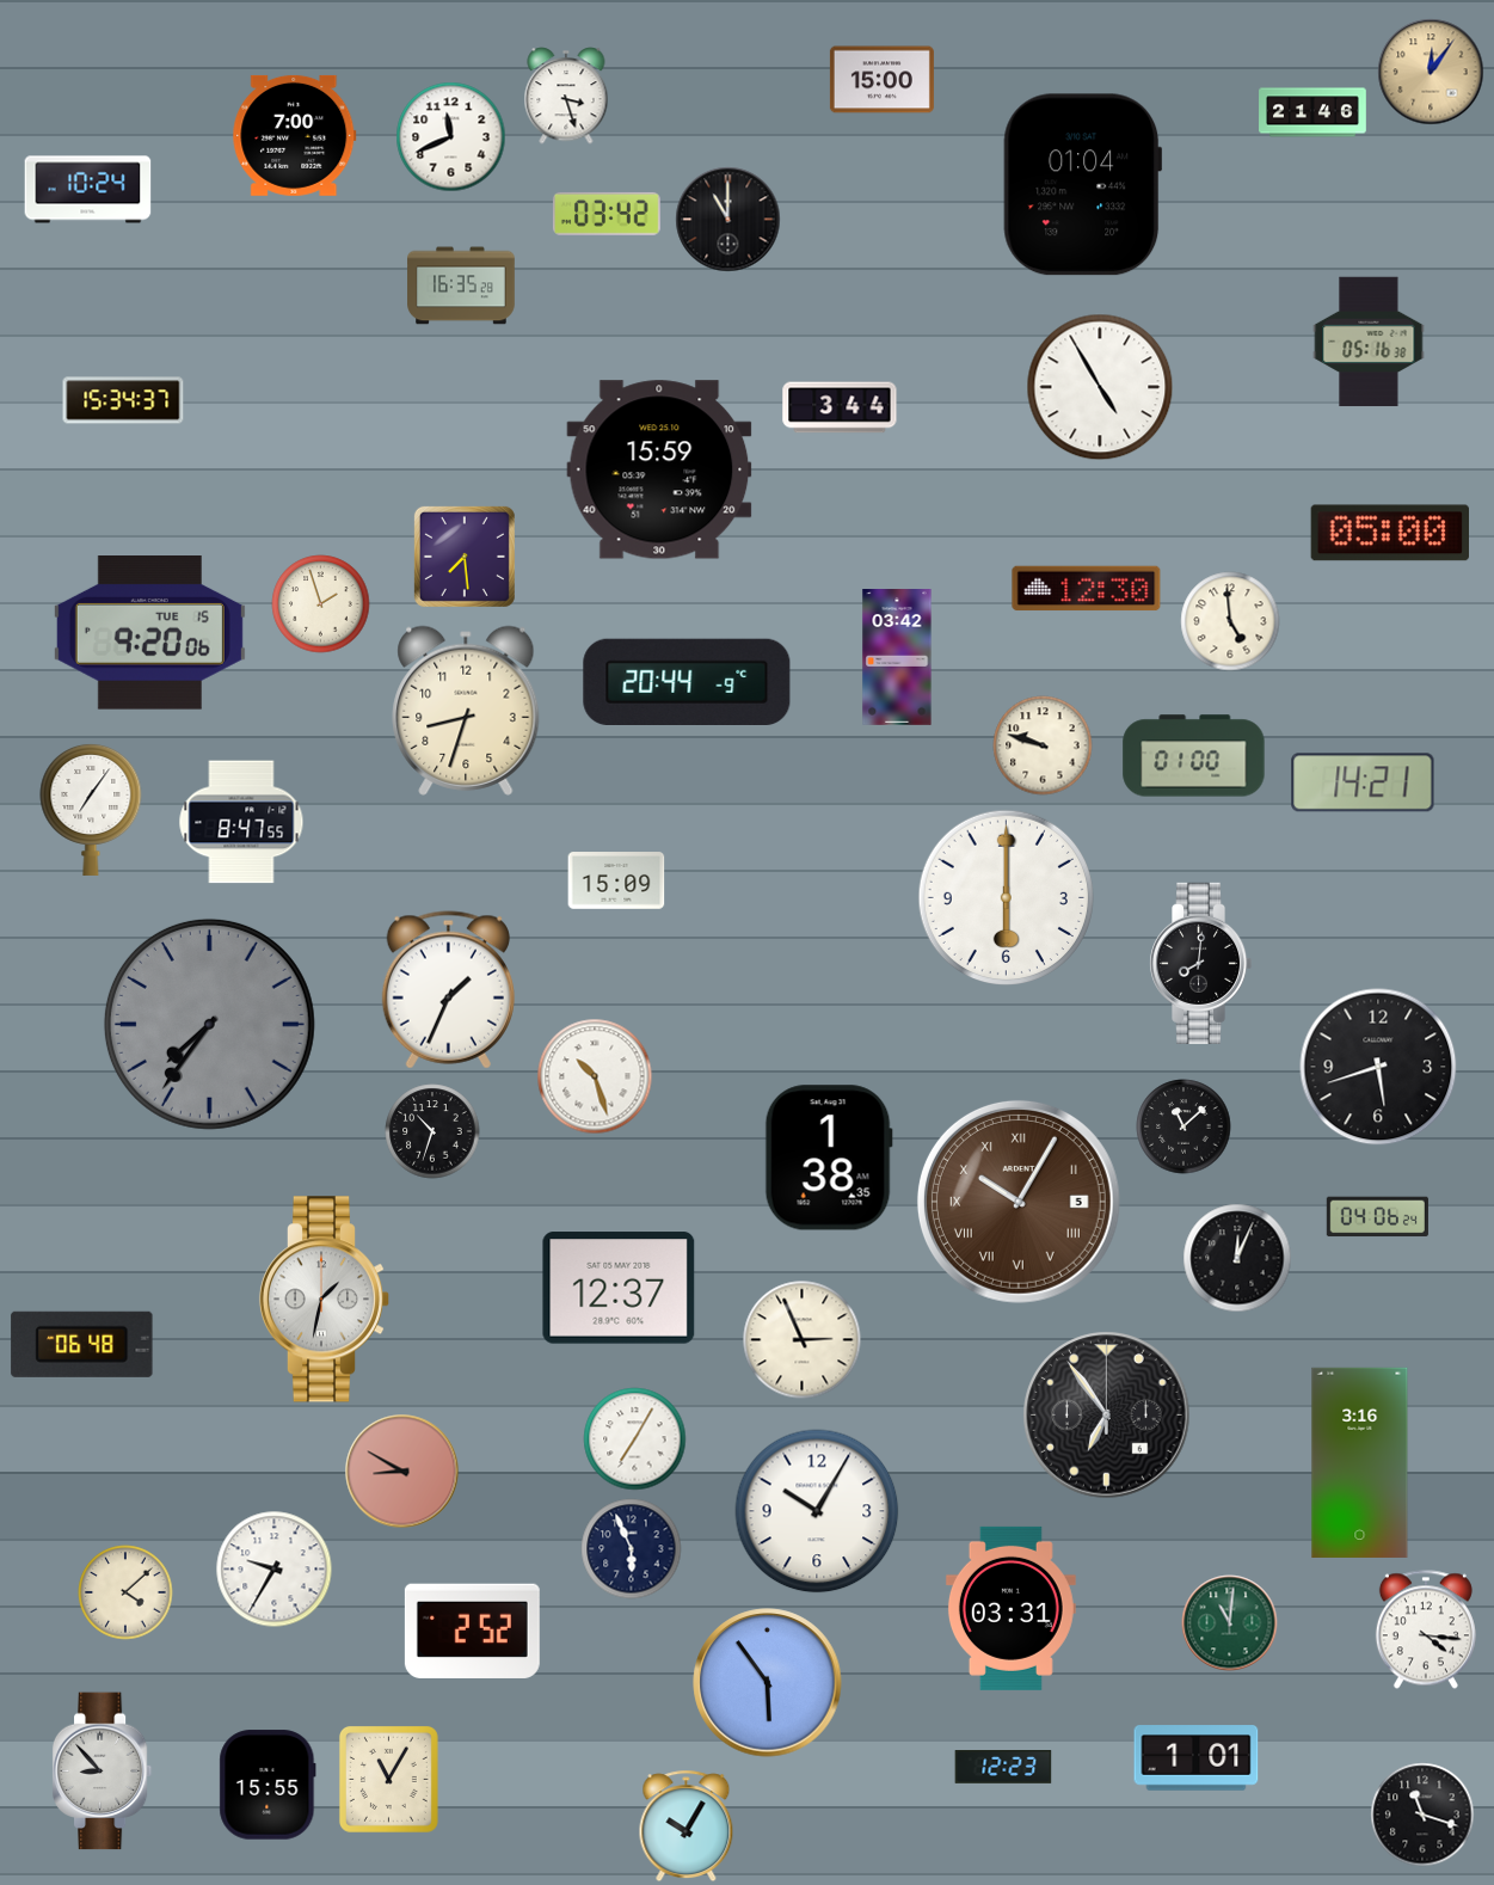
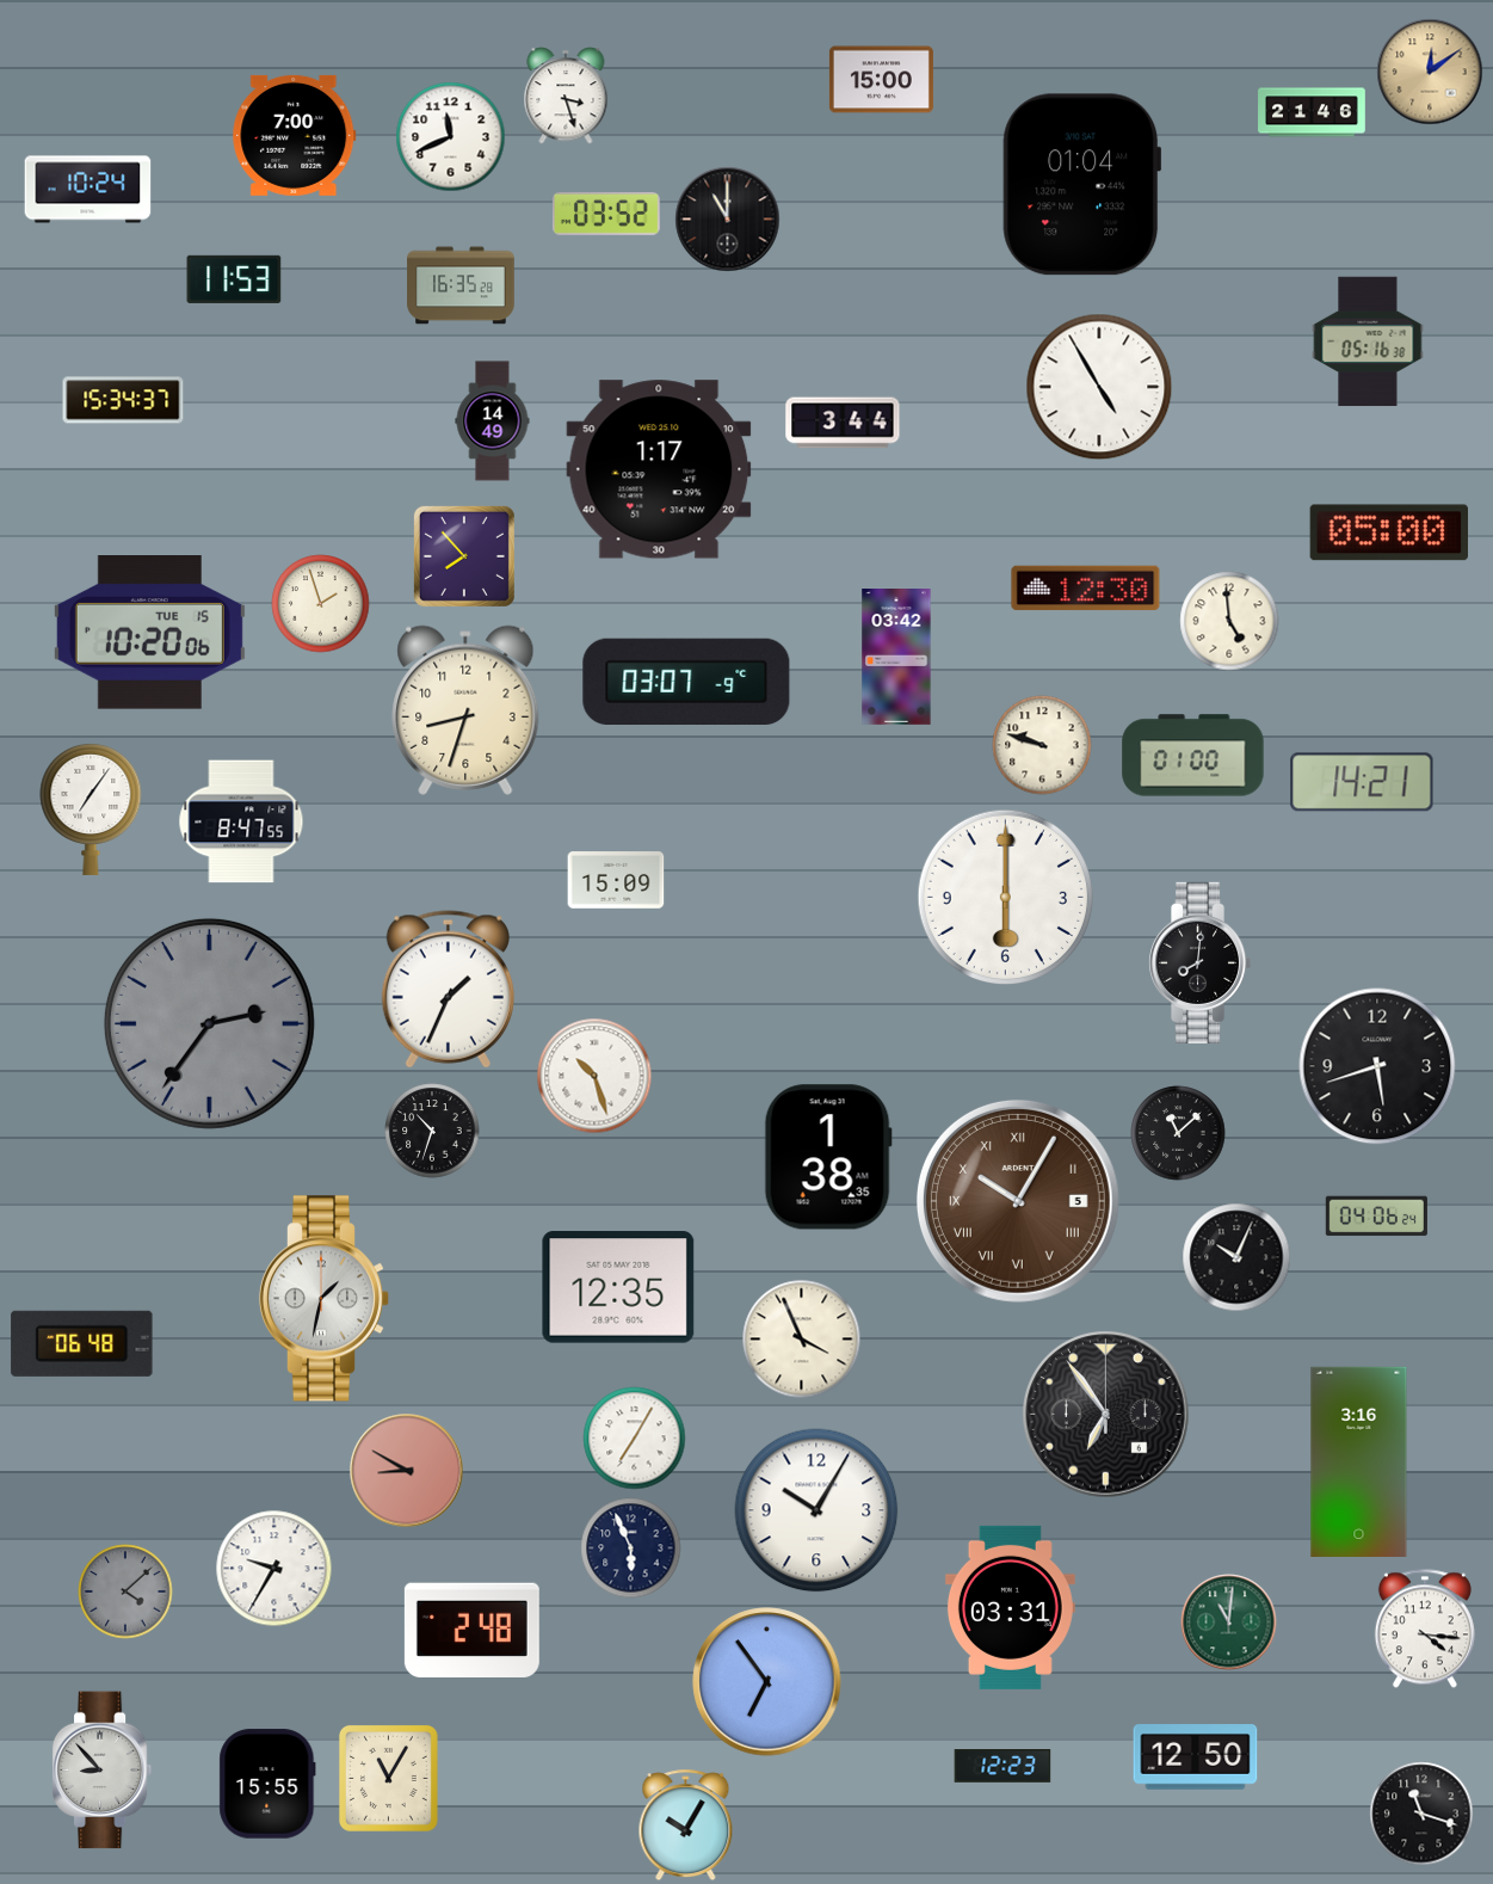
clock at (1431, 72): 12:06 -> 12:09
clock at (607, 214): 03:42 -> 03:52
clock at (234, 279): none -> 11:53
clock at (840, 407) position: (840, 407) -> (843, 423)
clock at (493, 421): none -> 14:49
clock at (659, 469): 15:59 -> 1:17
clock at (465, 557): 7:29 -> 7:53
clock at (149, 633): 9:20 -> 10:20
clock at (687, 681): 20:44 -> 03:07
clock at (209, 1024): 7:36 -> 2:36
clock at (1183, 1126) position: (1183, 1126) -> (1178, 1133)
clock at (1237, 1258): 12:04 -> 10:04
clock at (619, 1288): 12:37 -> 12:35
clock at (803, 1340): 2:56 -> 3:56
clock at (402, 1472) position: (402, 1472) -> (407, 1471)
clock at (125, 1592) dial: cream -> grey
clock at (472, 1631): 2:52 -> 2:48
clock at (768, 1683): 5:54 -> 6:54
clock at (1197, 1758): 1:01 -> 12:50
